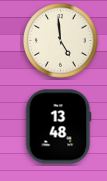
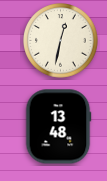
clock at (61, 41): 4:59 -> 12:32
